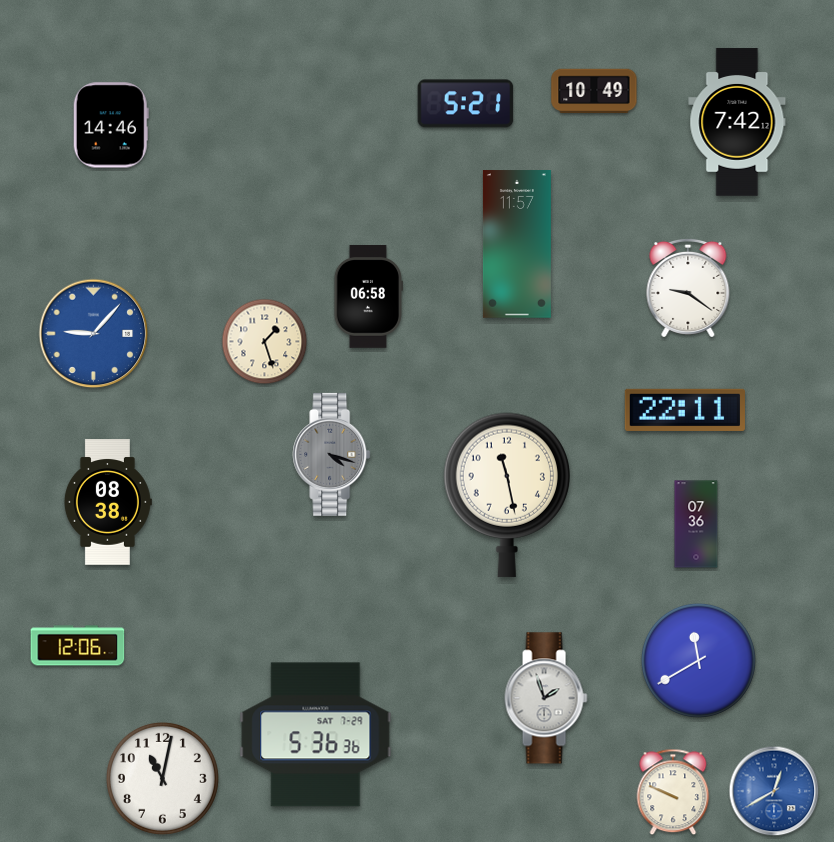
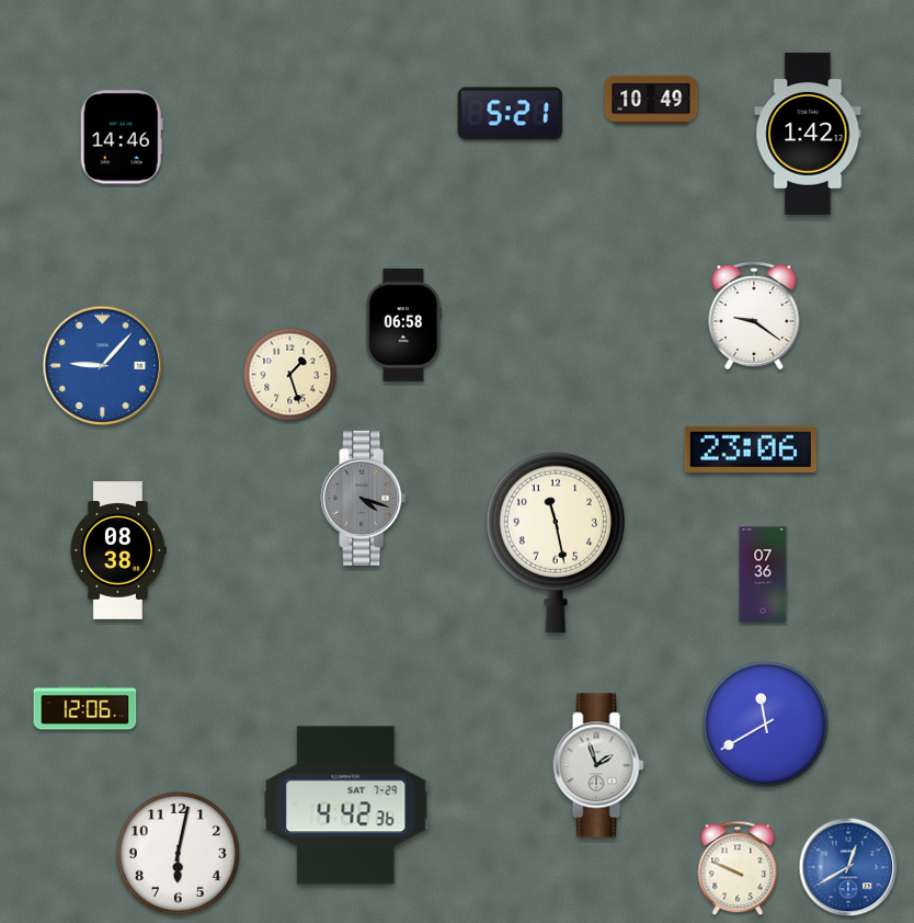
clock at (737, 122): 7:42 -> 1:42
clock at (517, 244): 11:57 -> none
clock at (685, 410): 22:11 -> 23:06
clock at (316, 735): 5:36 -> 4:42
clock at (162, 778): 11:02 -> 6:02
